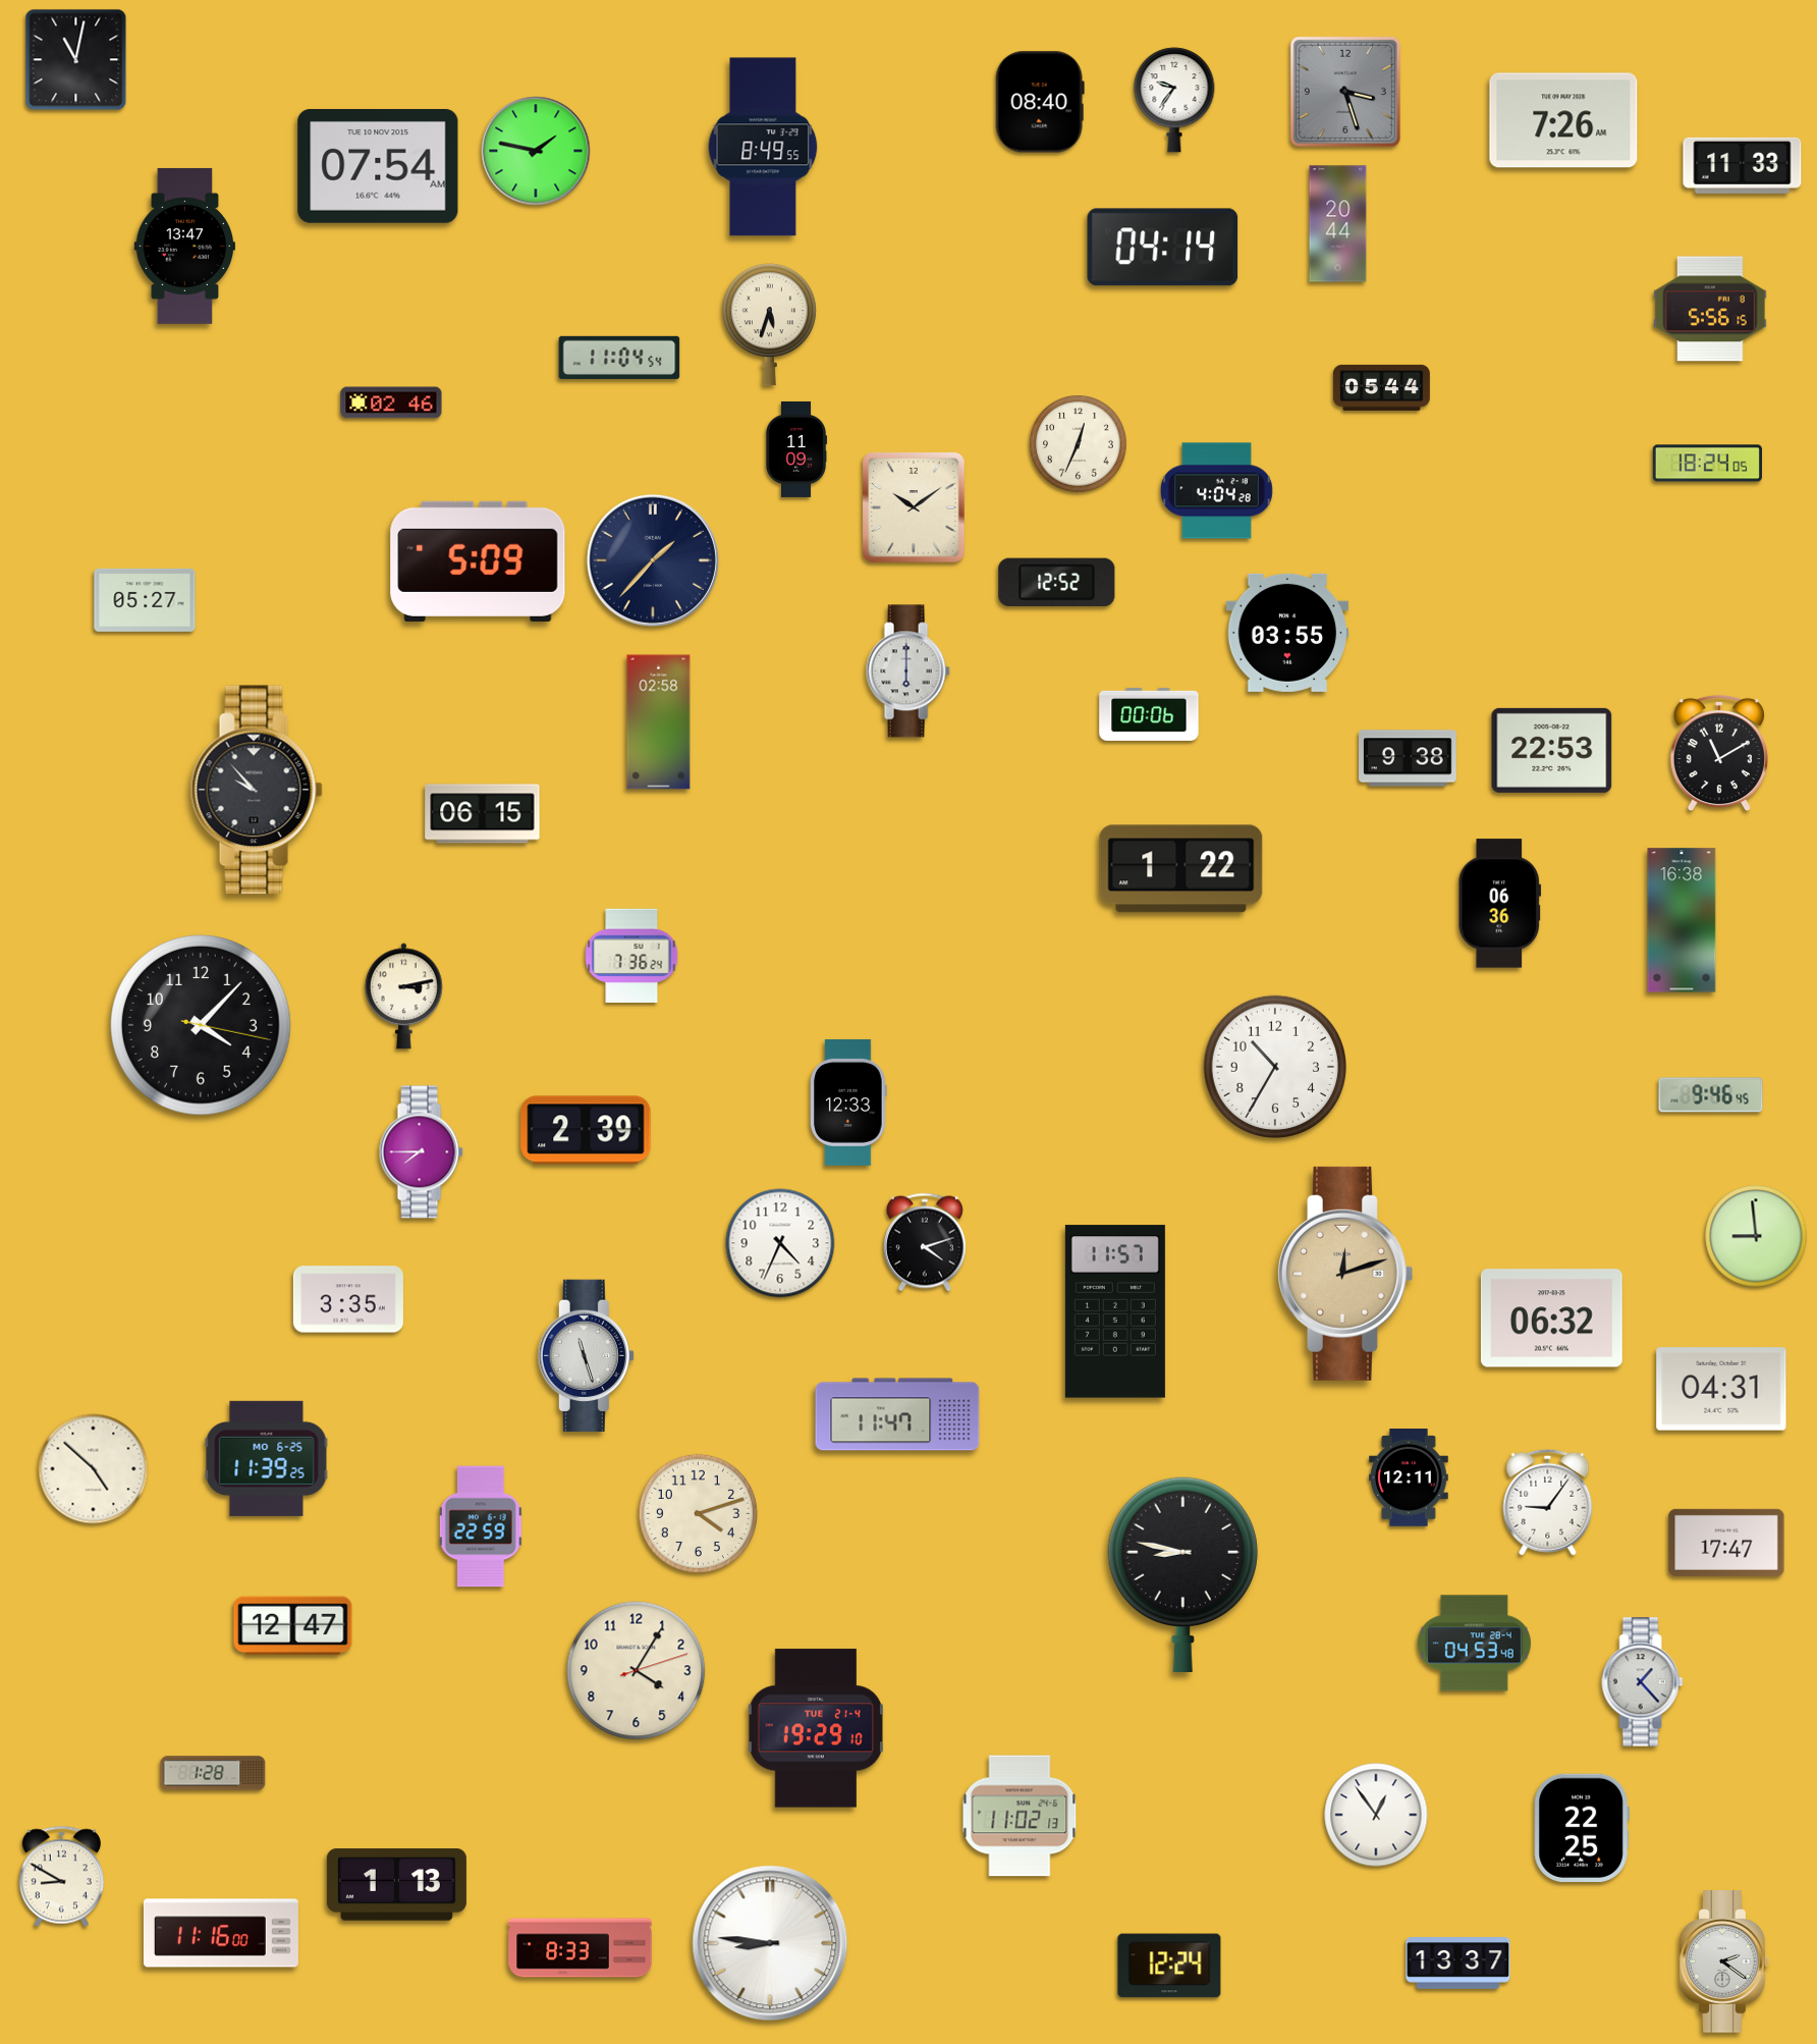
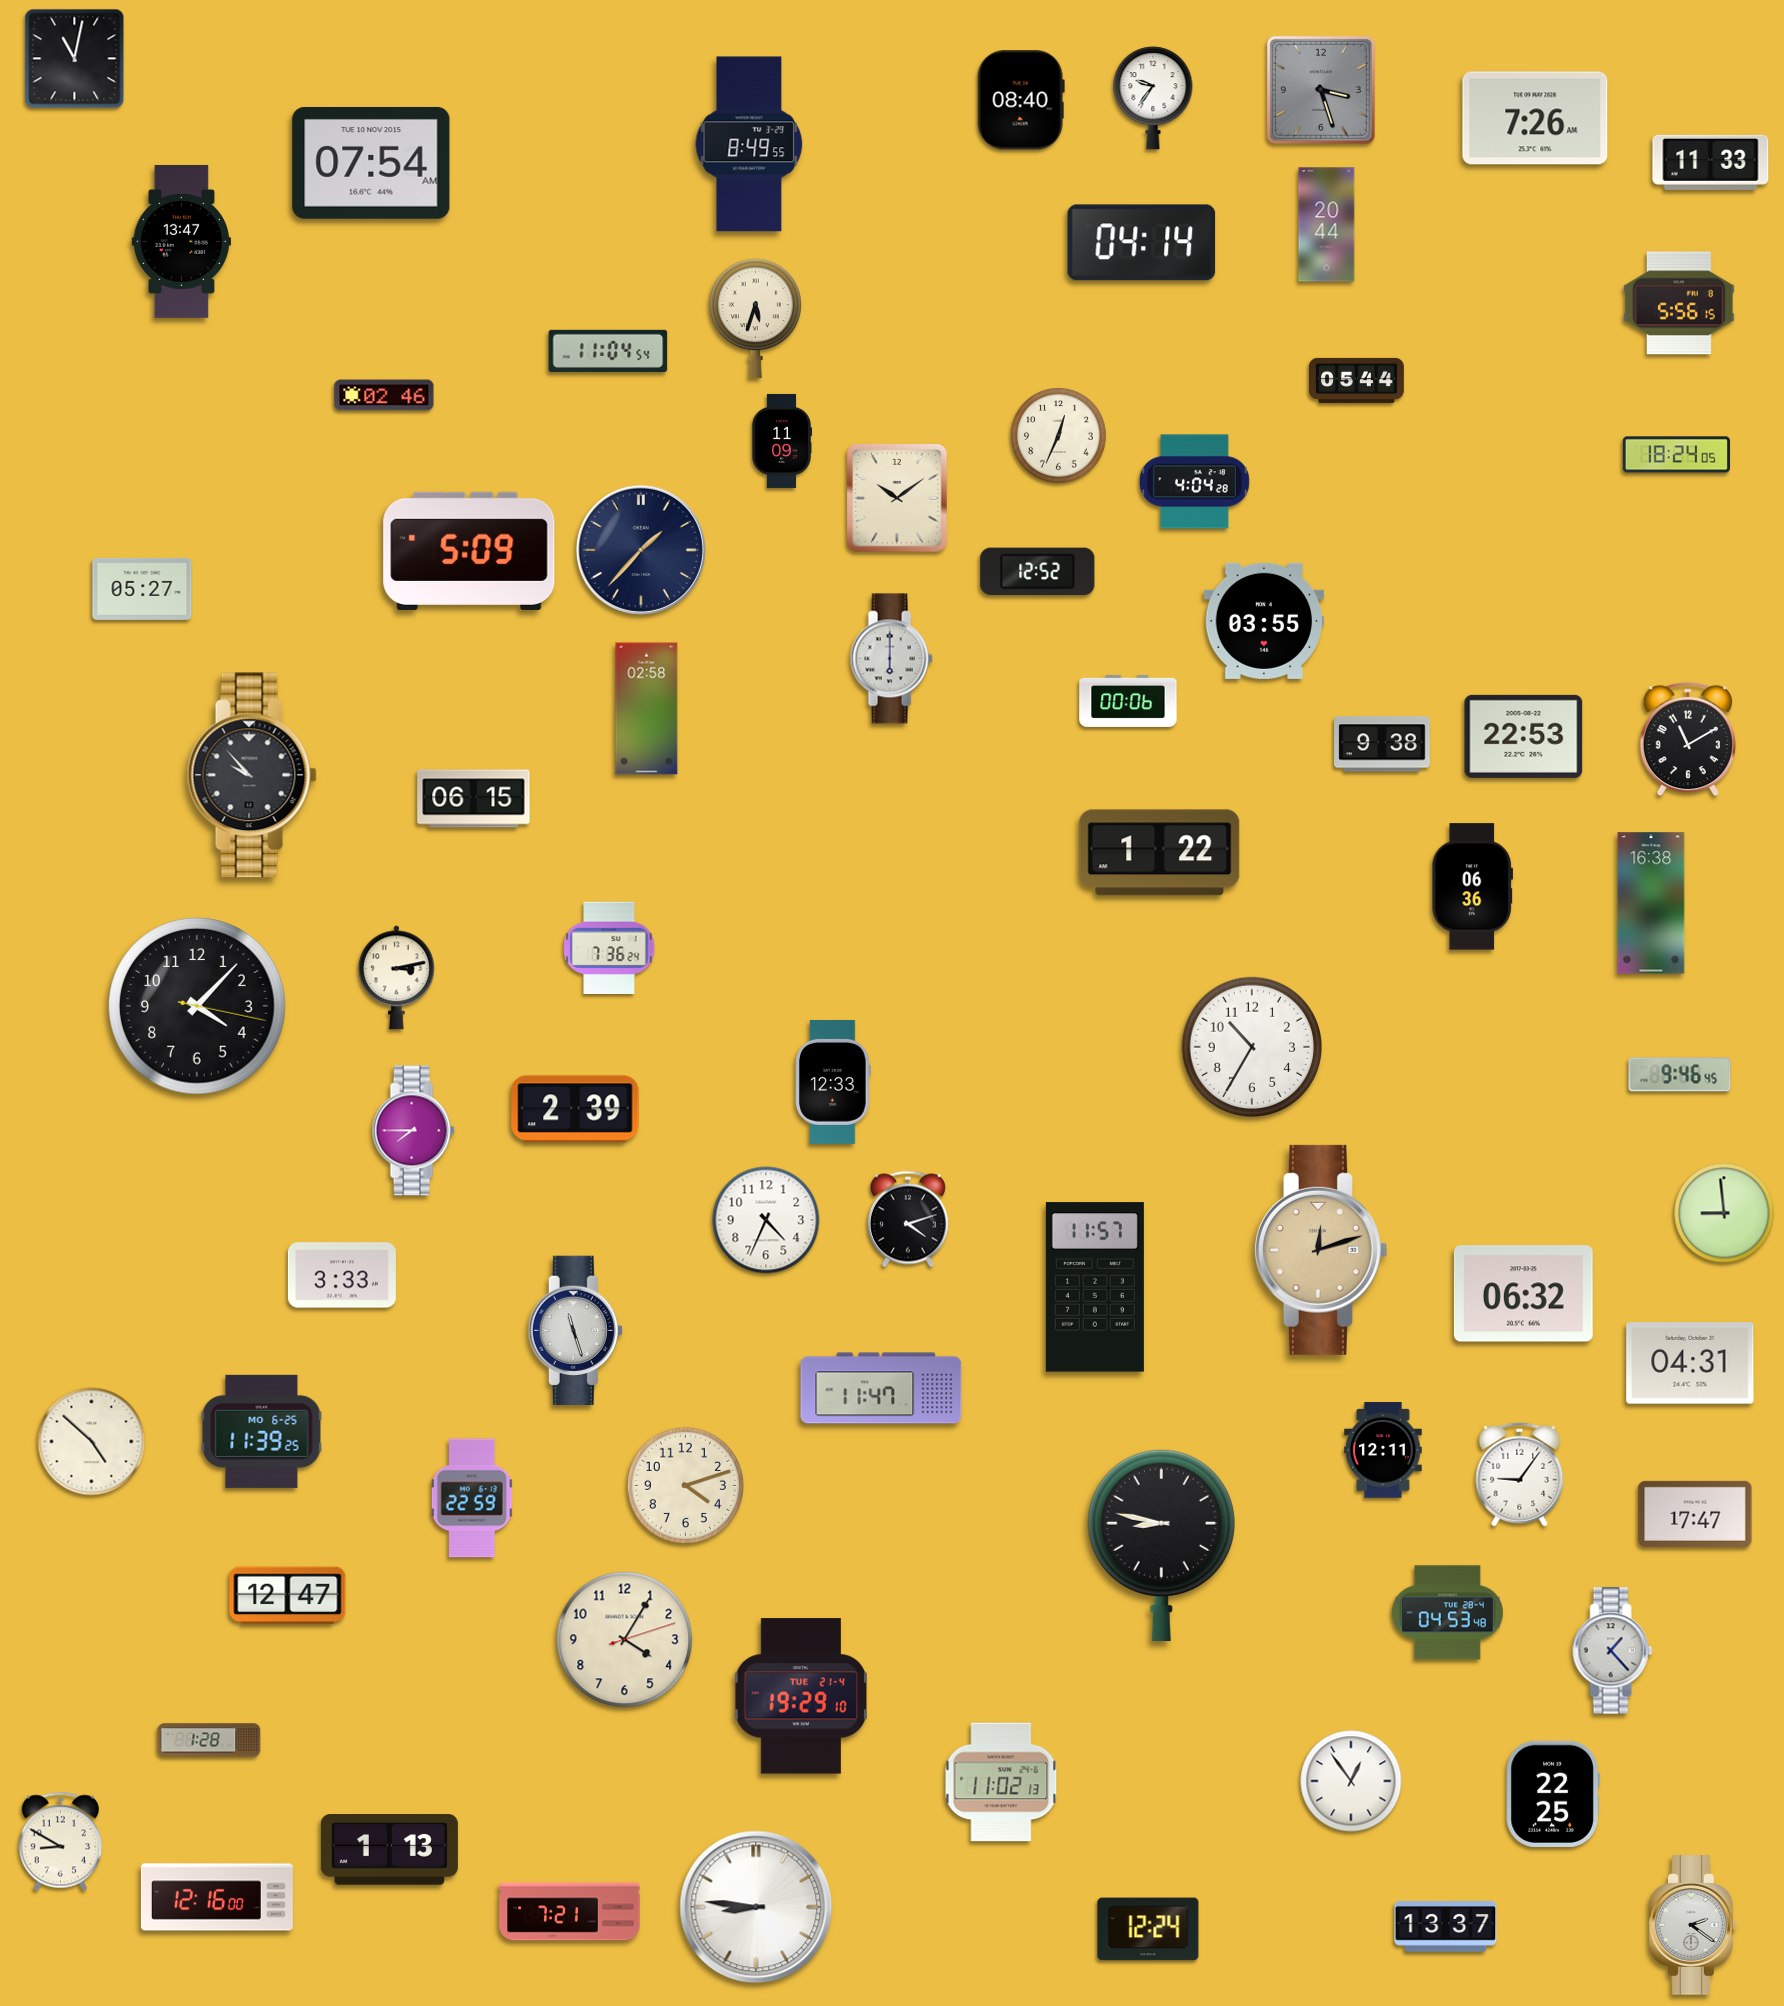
clock at (536, 151): 1:47 -> none
clock at (1338, 224) position: (1338, 224) -> (1327, 225)
clock at (631, 955) position: (631, 955) -> (609, 947)
clock at (348, 1299): 3:35 -> 3:33
clock at (221, 1933): 11:16 -> 12:16
clock at (581, 1948): 8:33 -> 7:21
clock at (1458, 1964) position: (1458, 1964) -> (1446, 1927)
